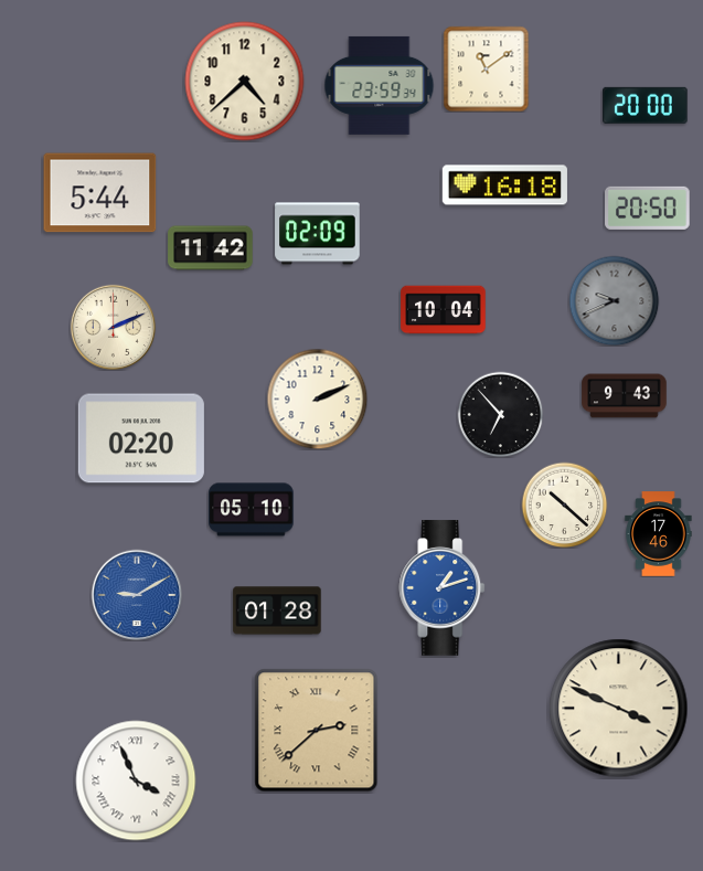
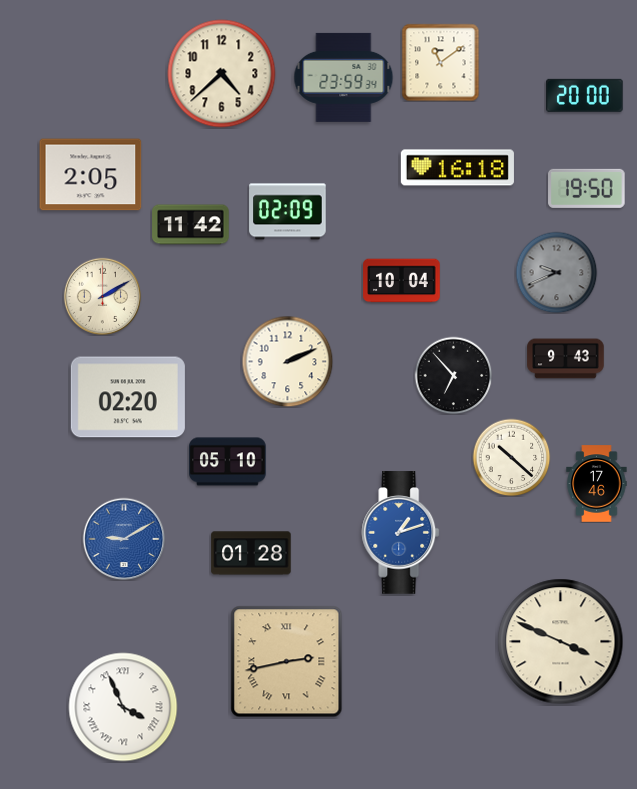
clock at (100, 193): 5:44 -> 2:05
clock at (648, 208): 20:50 -> 19:50
clock at (113, 327): 2:11 -> 2:10
clock at (317, 731): 2:38 -> 2:43
